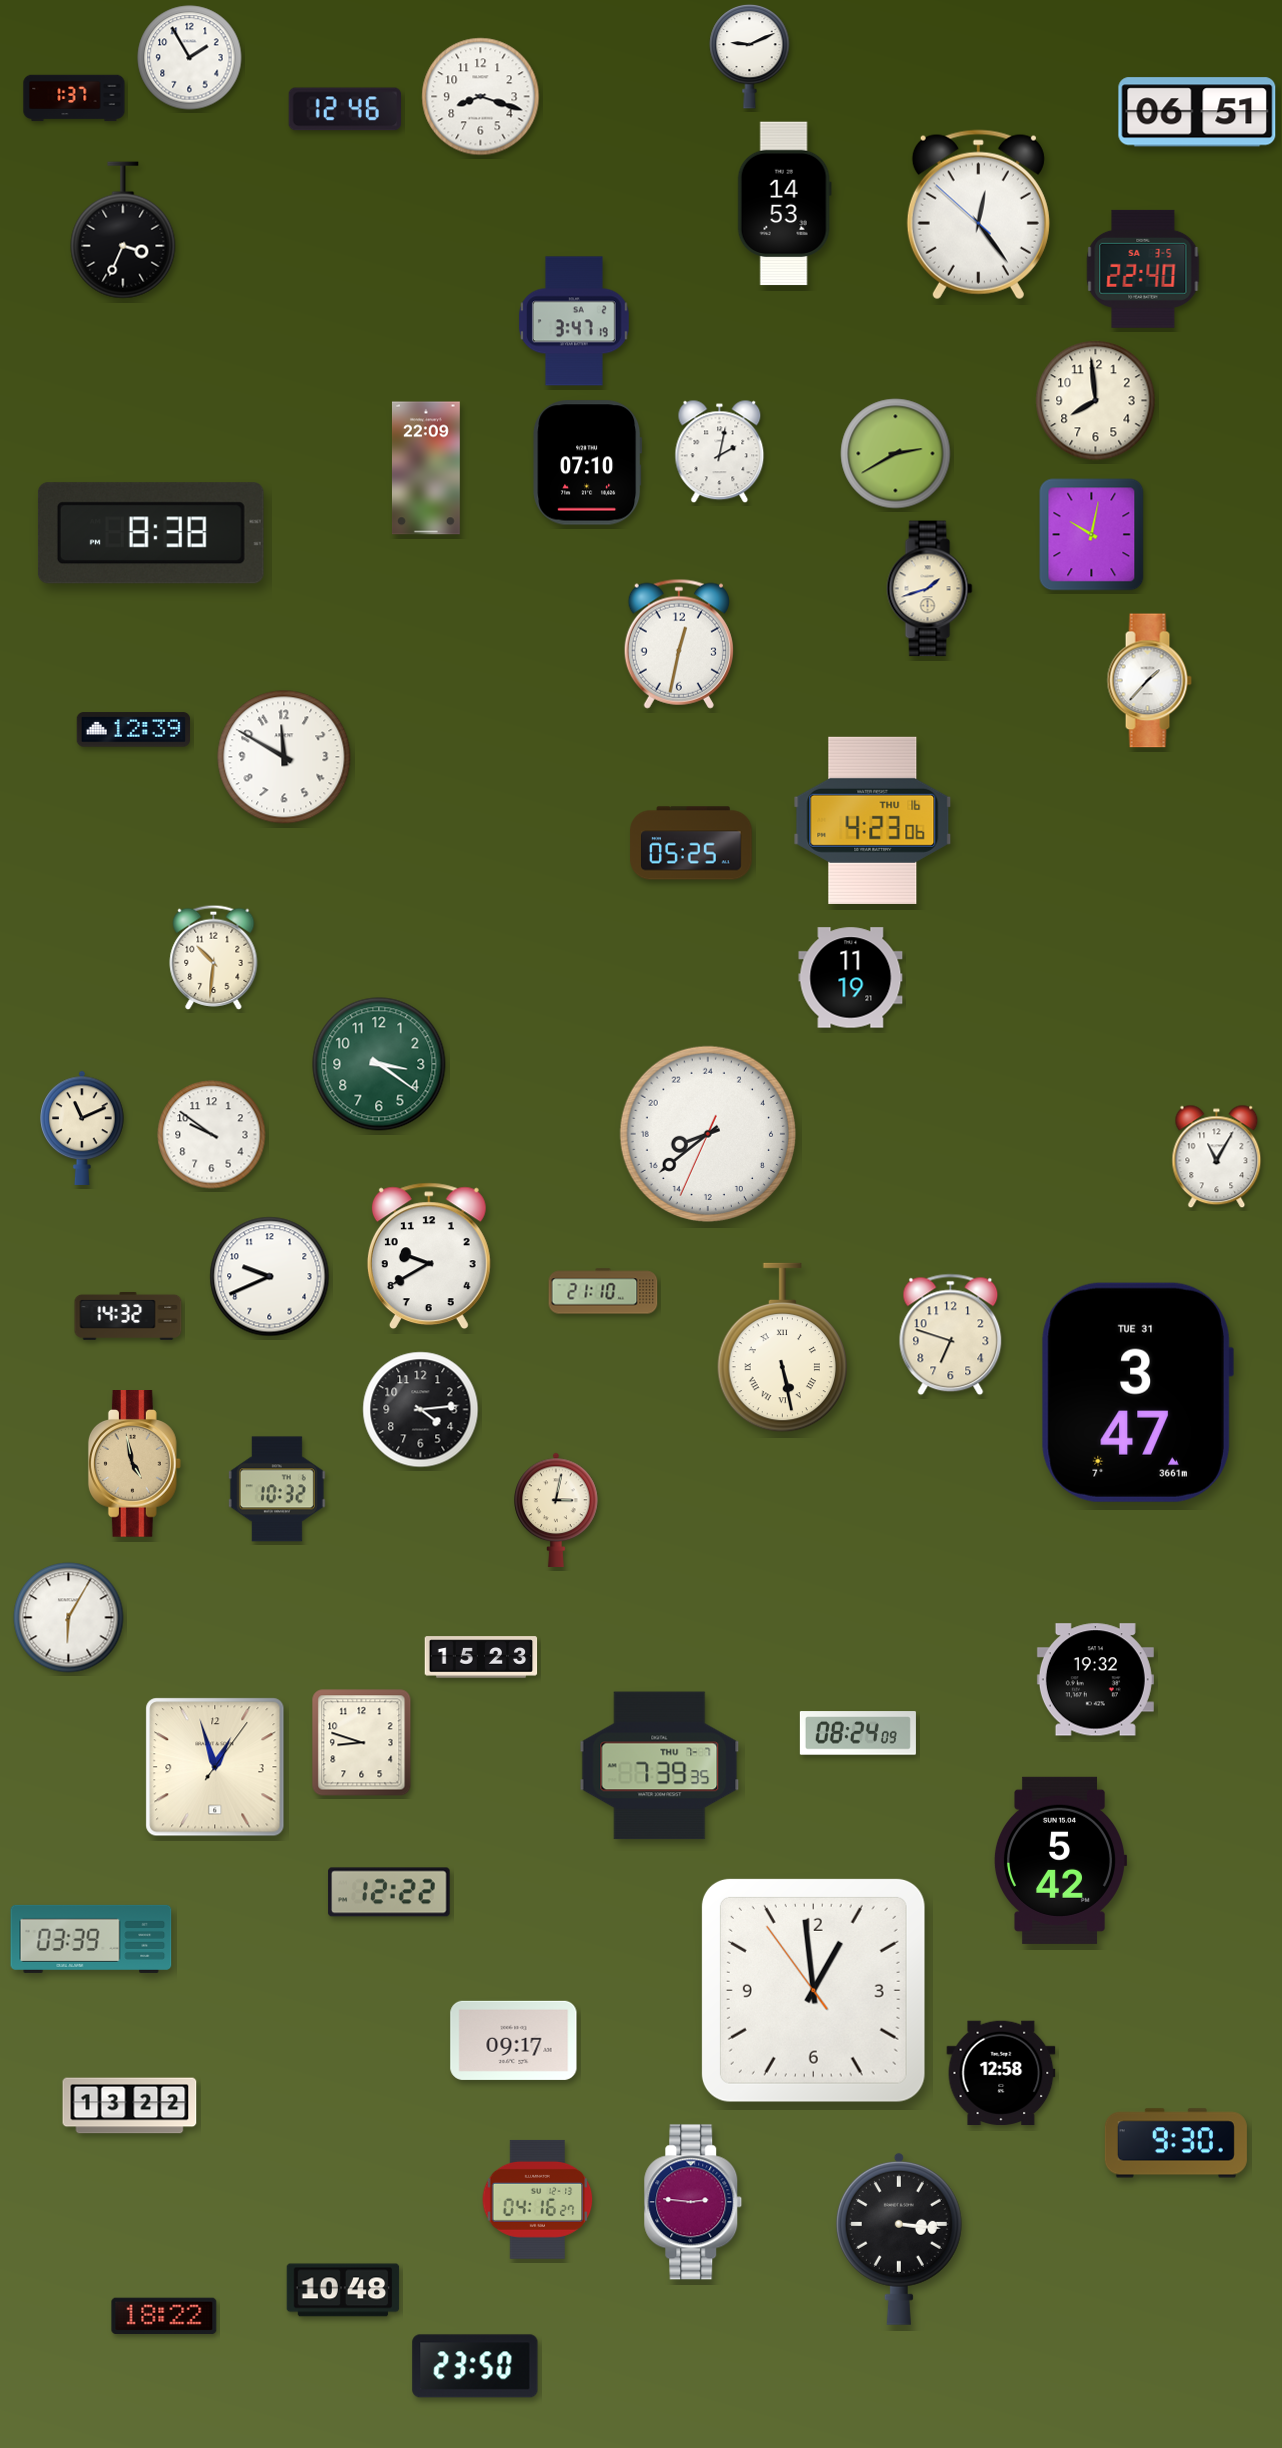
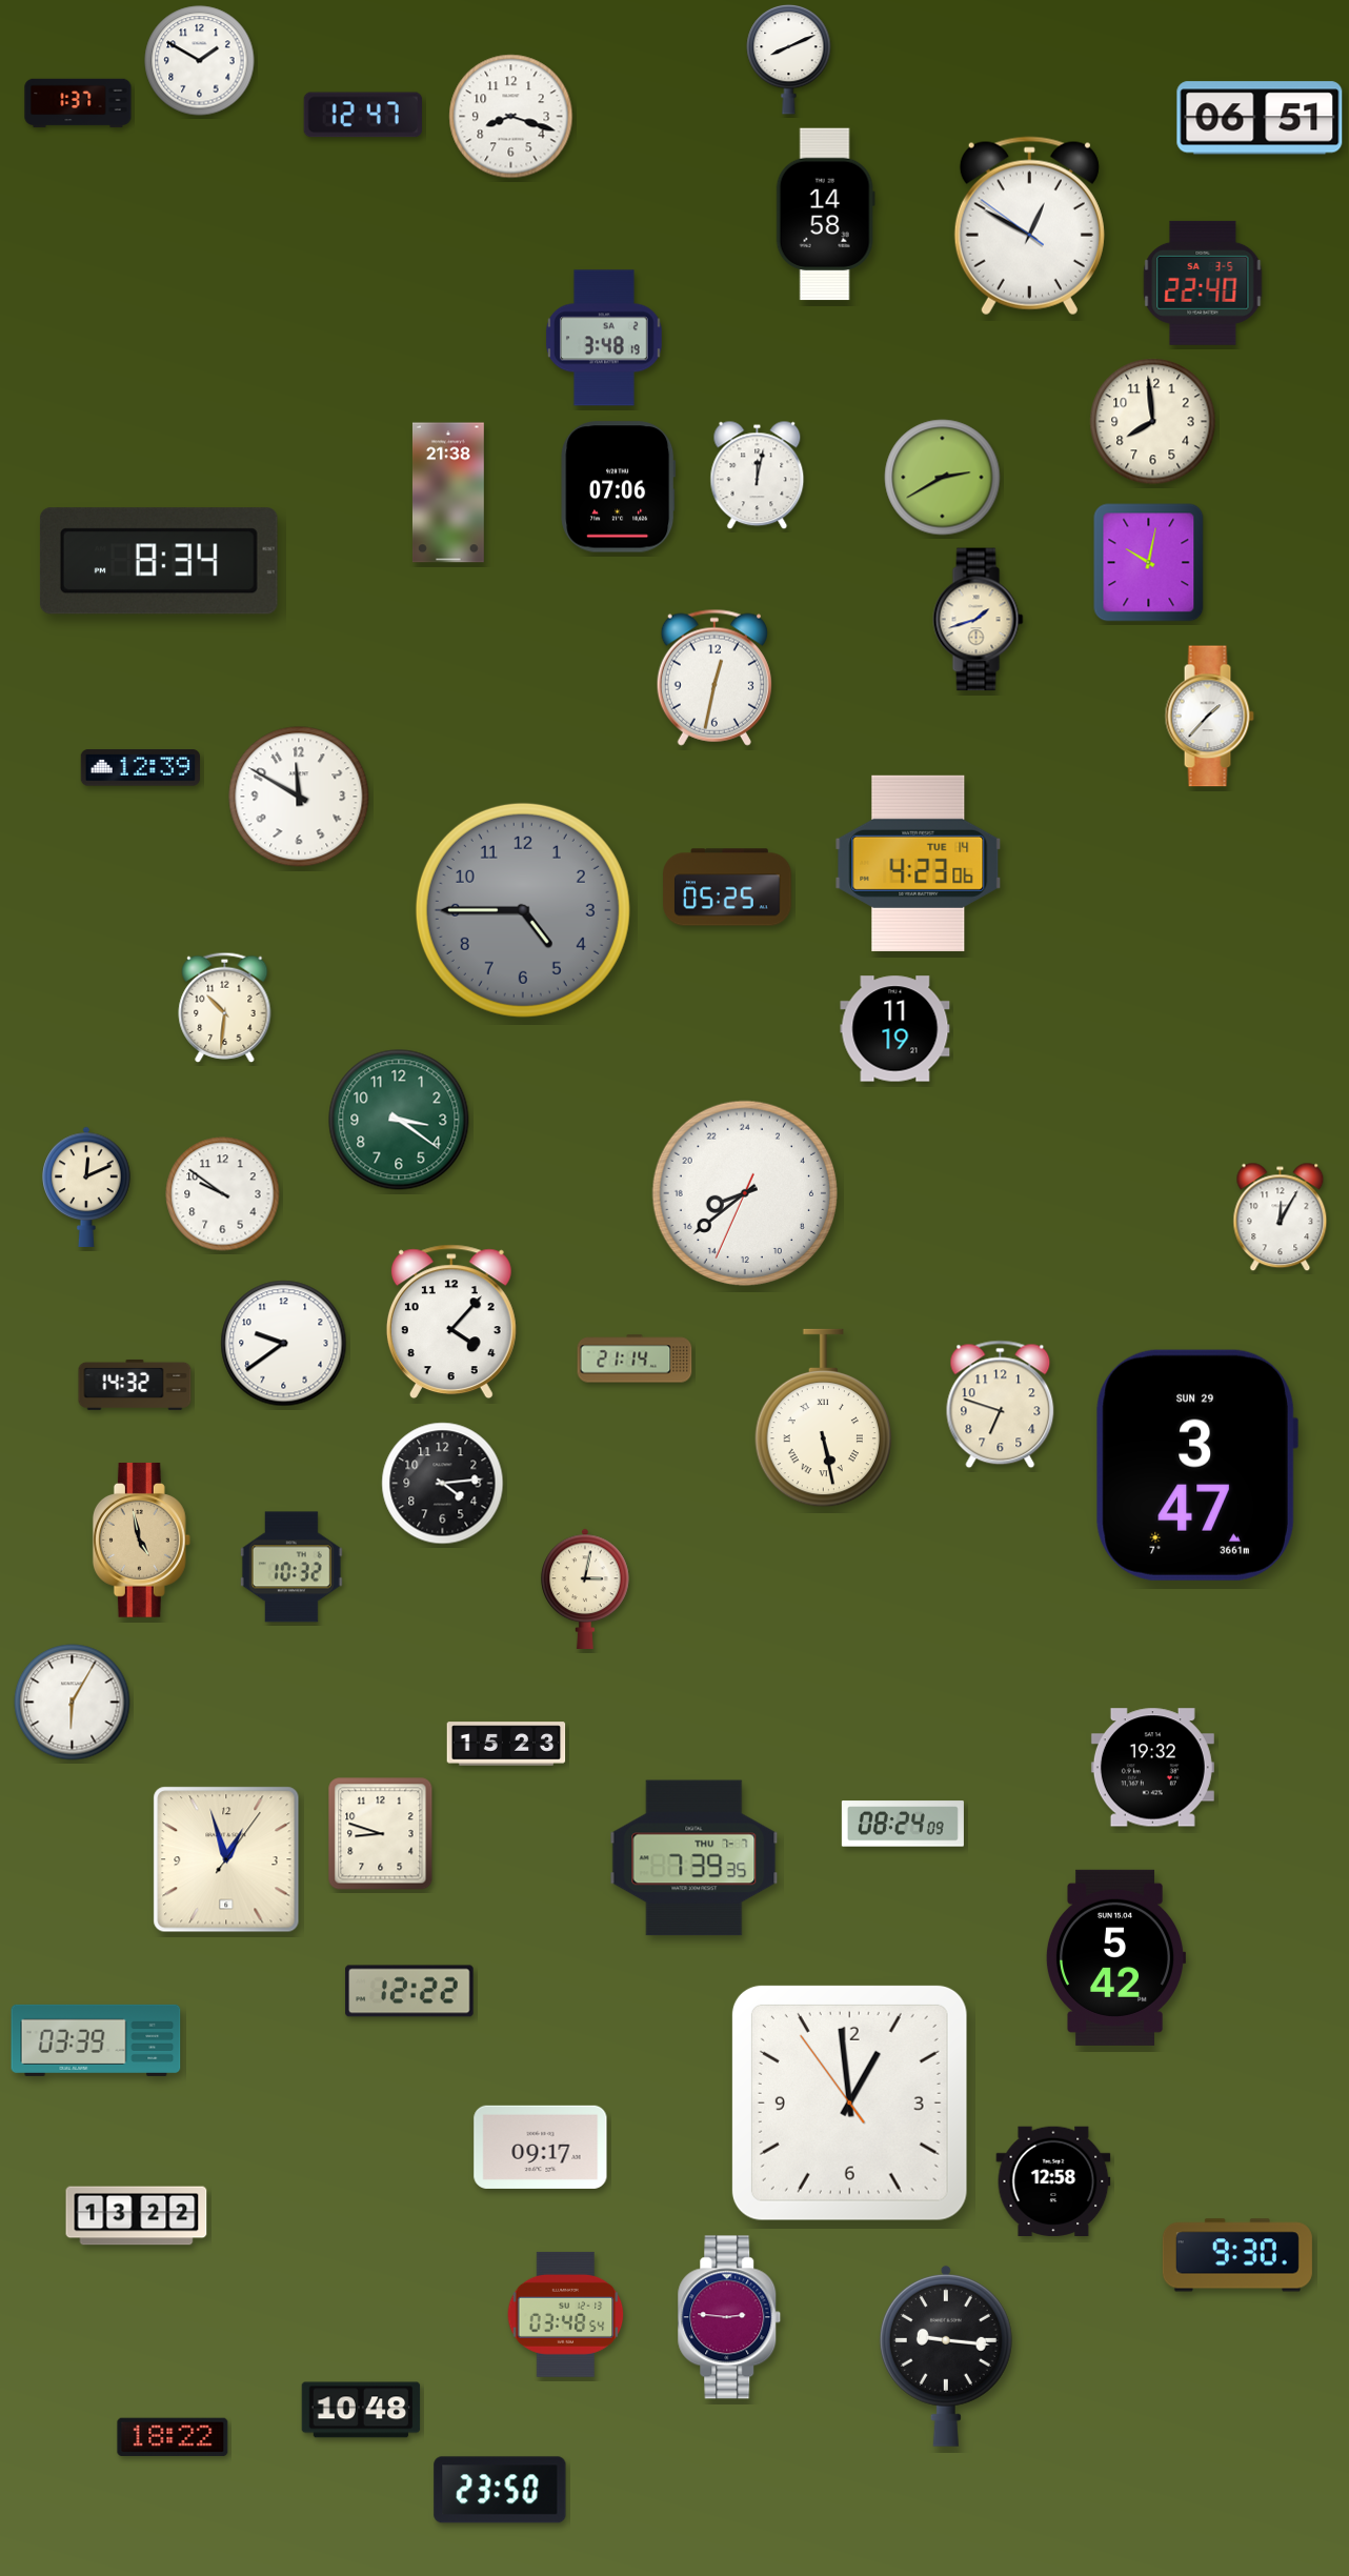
clock at (750, 56): 9:11 -> 8:11
clock at (190, 58): 1:55 -> 1:50
clock at (481, 97) position: (481, 97) -> (511, 117)
clock at (344, 109): 12:46 -> 12:47
clock at (784, 204): 14:53 -> 14:58
clock at (978, 215): 12:23 -> 12:49
clock at (123, 230): 3:34 -> none
clock at (574, 321): 3:47 -> 3:48
clock at (720, 452): 2:02 -> 12:02
clock at (588, 463): 07:10 -> 07:06
clock at (426, 468): 22:09 -> 21:38
clock at (151, 533): 8:38 -> 8:34
clock at (873, 820) date: THU 16 -> TUE 14
clock at (523, 910): none -> 4:45
clock at (82, 1128): 11:11 -> 12:11
clock at (1217, 1157): 11:05 -> 12:05
clock at (429, 1256): 9:40 -> 4:07
clock at (270, 1277): 9:41 -> 9:39
clock at (603, 1291): 21:10 -> 21:14
clock at (1137, 1392) date: TUE 31 -> SUN 29
clock at (813, 1990) position: (813, 1990) -> (849, 2102)
clock at (538, 2199): 04:16 -> 03:48
clock at (899, 2239): 3:16 -> 9:16
